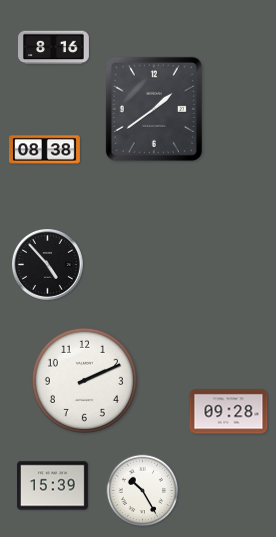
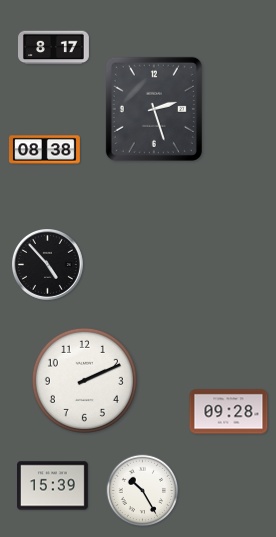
clock at (54, 48): 8:16 -> 8:17
clock at (154, 109): 1:39 -> 2:27
